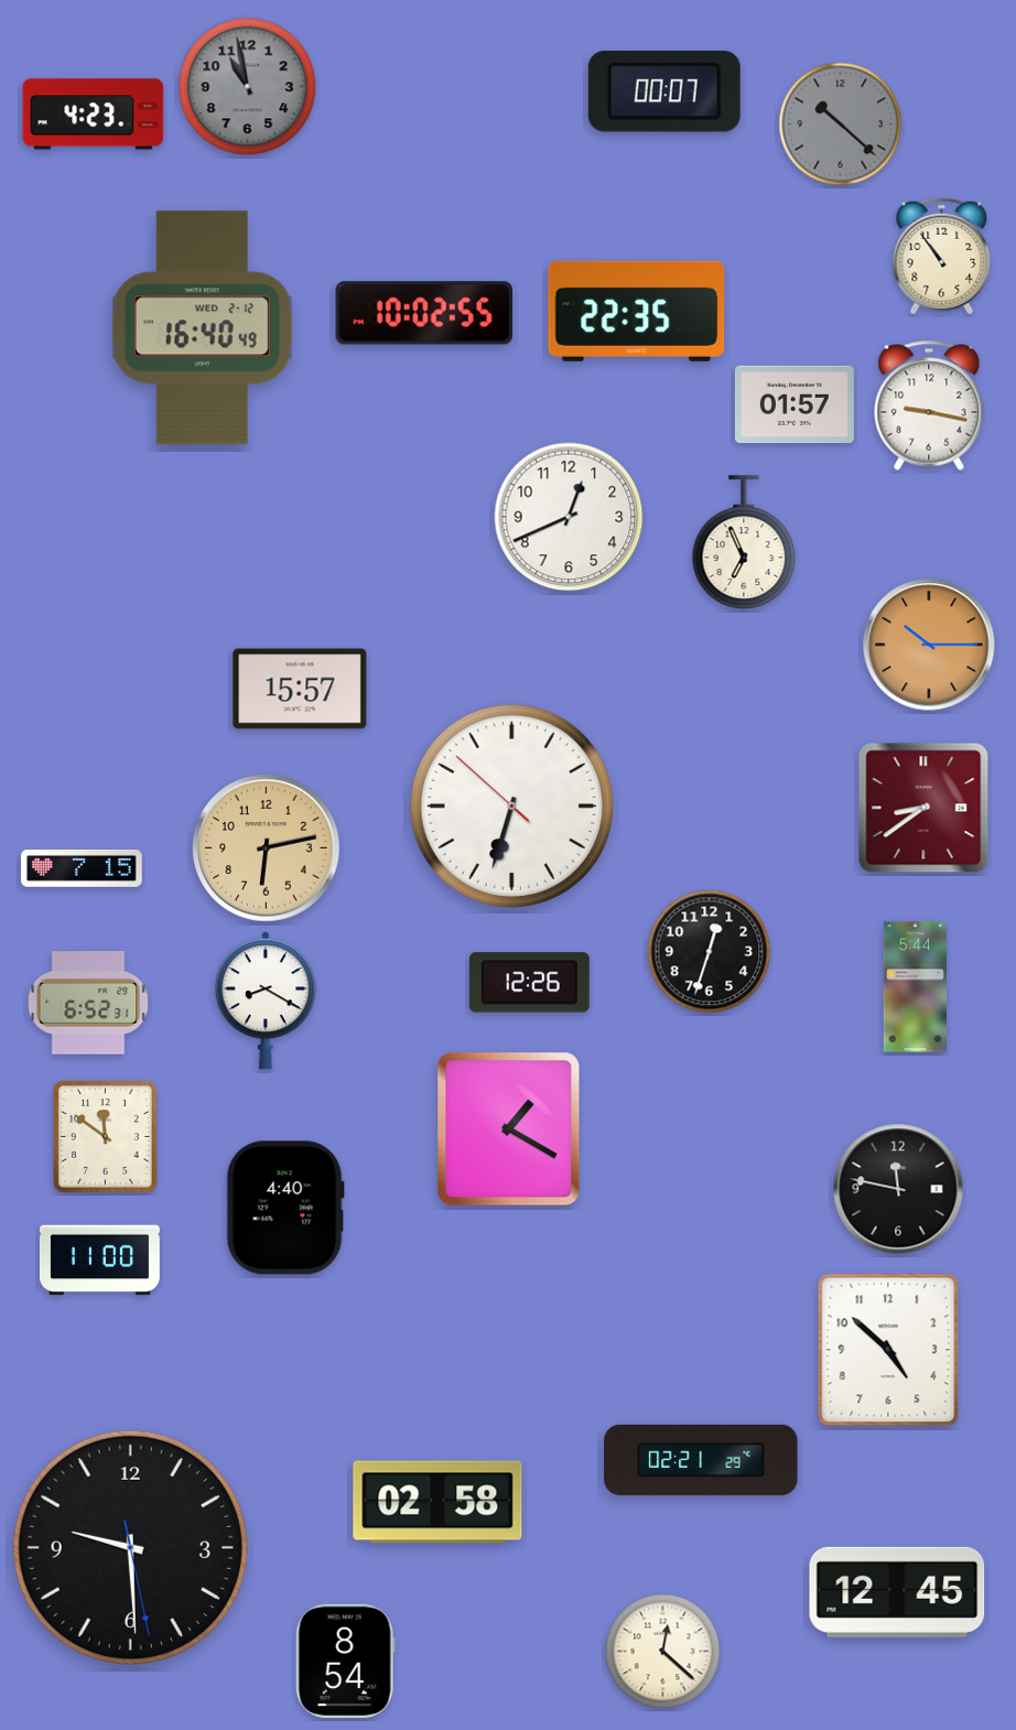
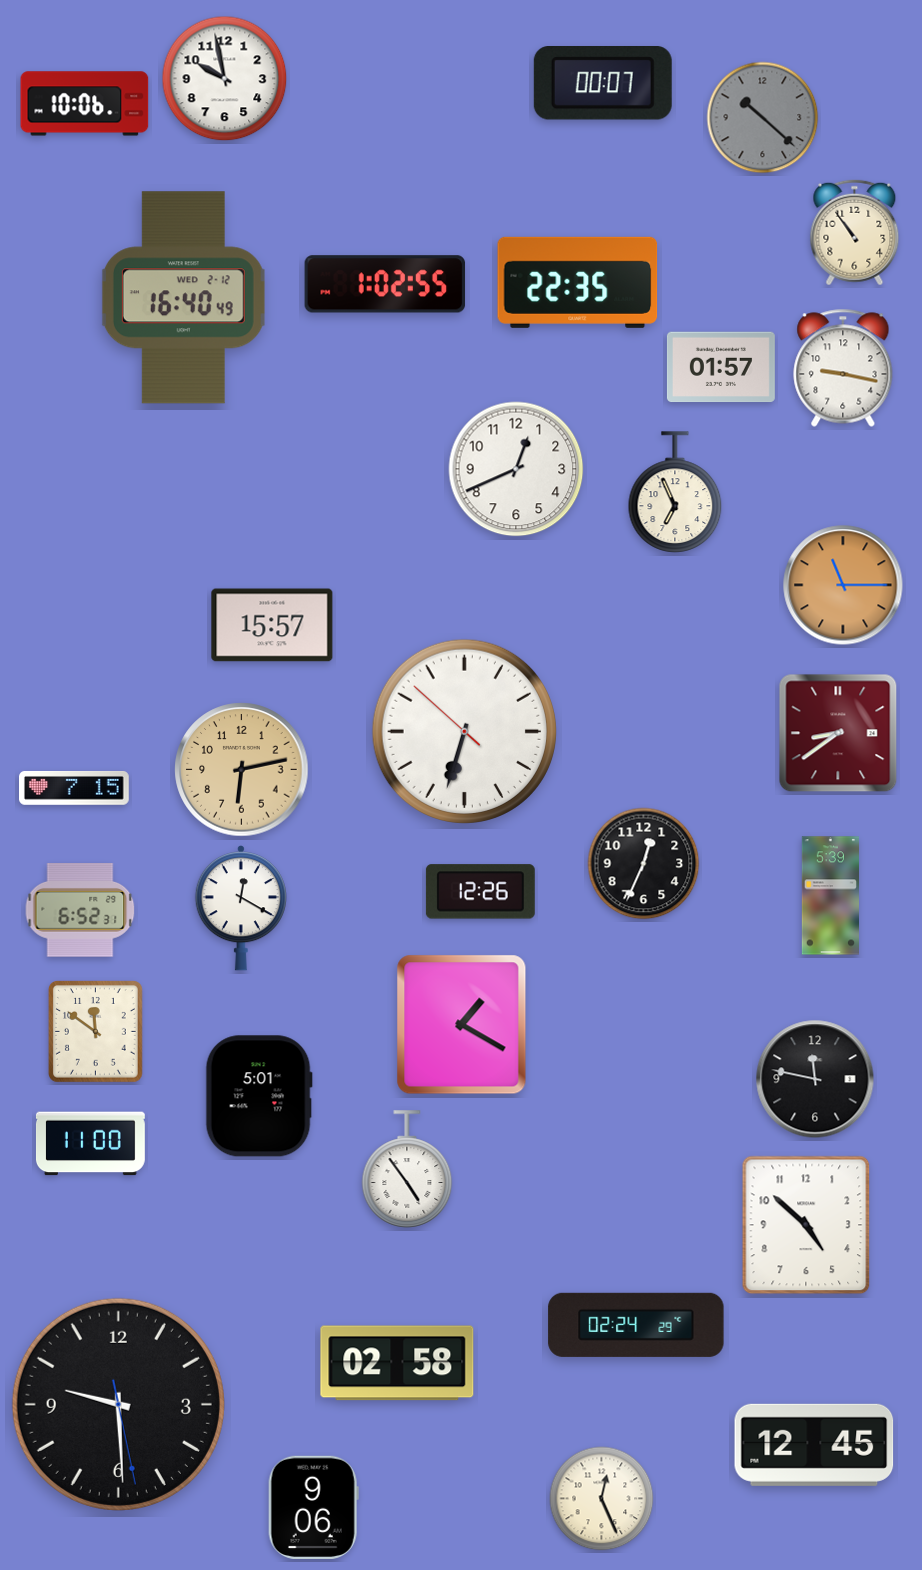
clock at (248, 87): 10:58 -> 9:58
clock at (248, 87) dial: grey -> white
clock at (94, 115): 4:23 -> 10:06
clock at (841, 125) position: (841, 125) -> (763, 118)
clock at (424, 313): 10:02 -> 1:02
clock at (929, 645): 10:15 -> 11:15
clock at (710, 952): 12:33 -> 12:34
clock at (915, 987): 5:44 -> 5:39
clock at (266, 1002): 8:20 -> 12:20
clock at (285, 1208): 4:40 -> 5:01
clock at (407, 1169): none -> 4:54
clock at (701, 1460): 02:21 -> 02:24
clock at (663, 1652): 12:22 -> 12:26
clock at (345, 1661): 8:54 -> 9:06
